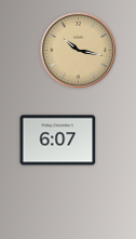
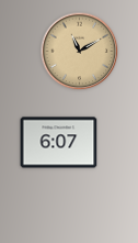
clock at (79, 51): 10:17 -> 11:10
